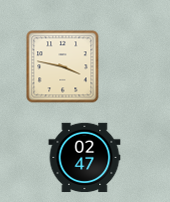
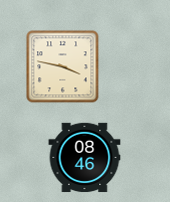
clock at (85, 158): 02:47 -> 08:46
